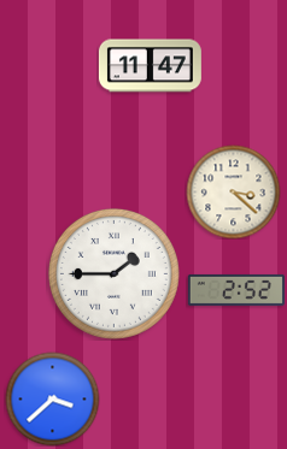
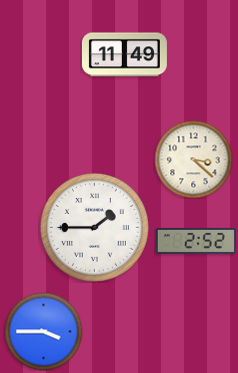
clock at (150, 66): 11:47 -> 11:49
clock at (52, 398): 3:38 -> 3:45
